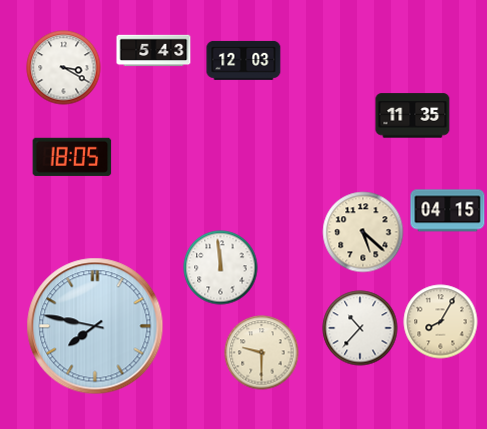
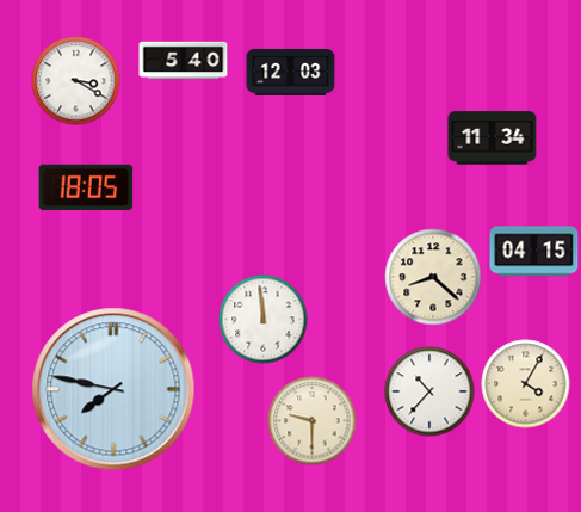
clock at (154, 51): 5:43 -> 5:40
clock at (413, 116): 11:35 -> 11:34
clock at (363, 232): 5:22 -> 8:22
clock at (441, 322): 8:05 -> 4:05
